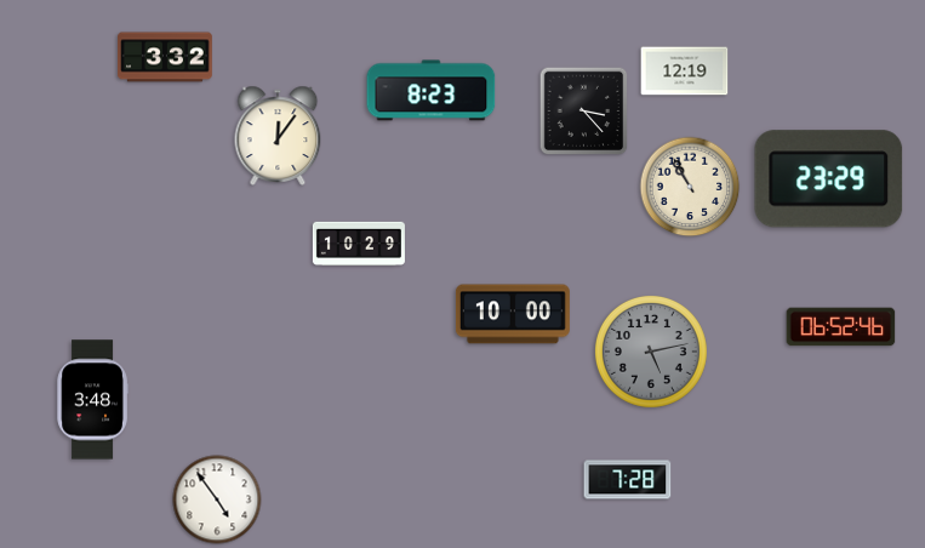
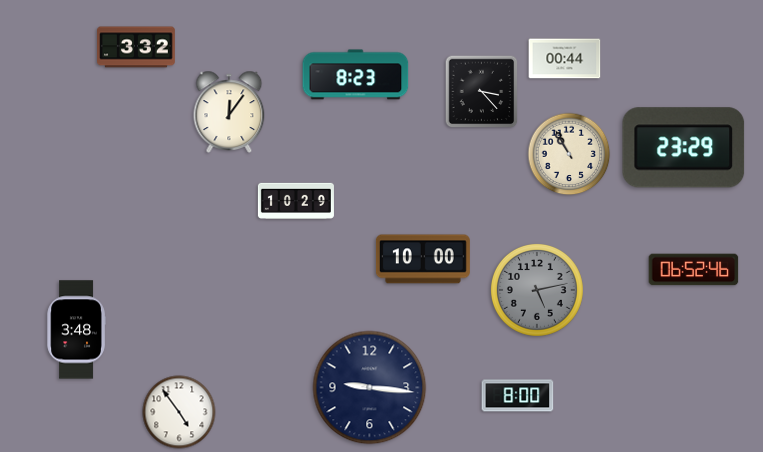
clock at (685, 72): 12:19 -> 00:44
clock at (370, 388): none -> 9:16
clock at (628, 480): 7:28 -> 8:00
